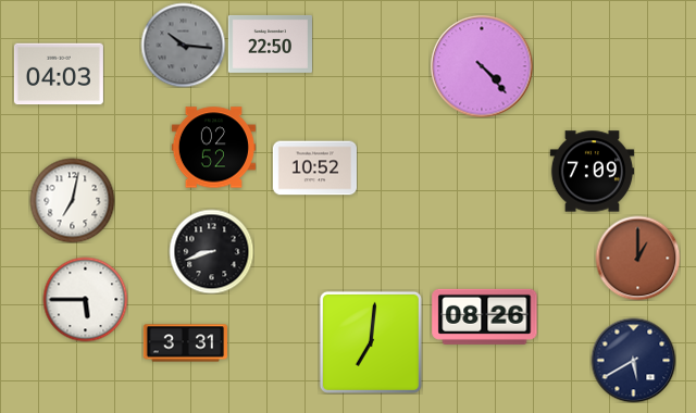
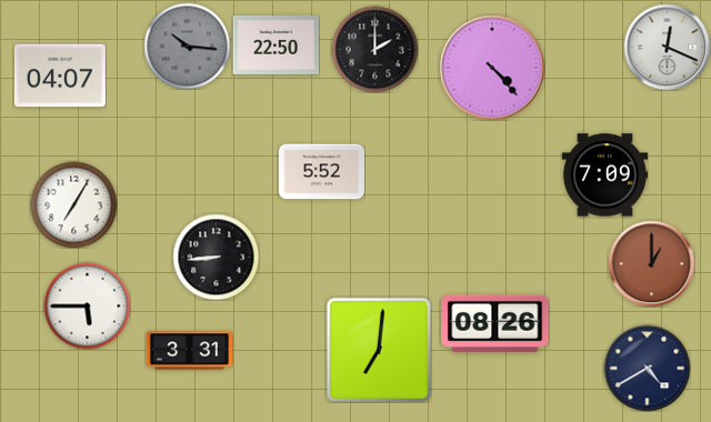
clock at (667, 47): none -> 12:19
clock at (374, 49): none -> 2:00
clock at (59, 74): 04:03 -> 04:07
clock at (213, 148): 02:52 -> none
clock at (314, 168): 10:52 -> 5:52
clock at (72, 200): 7:02 -> 7:05
clock at (211, 251): 8:42 -> 8:44
clock at (633, 360): 5:40 -> 4:40
